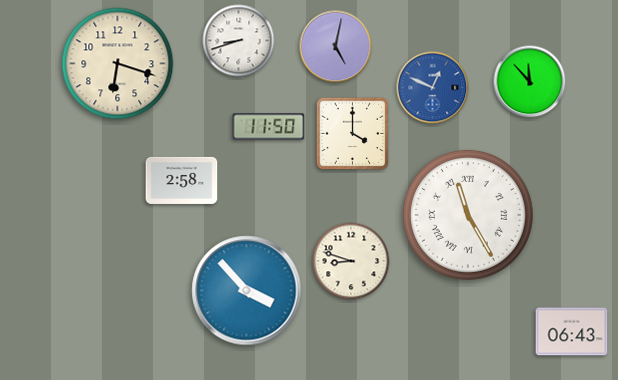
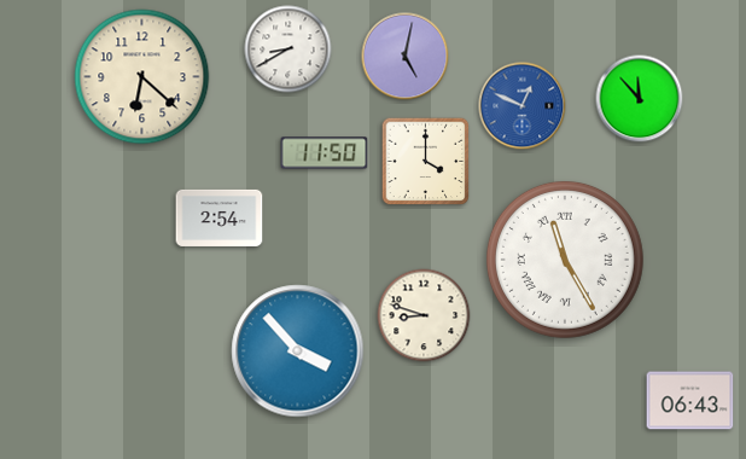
clock at (239, 41): 8:42 -> 8:40
clock at (118, 64): 6:18 -> 6:22
clock at (182, 180): 2:58 -> 2:54
